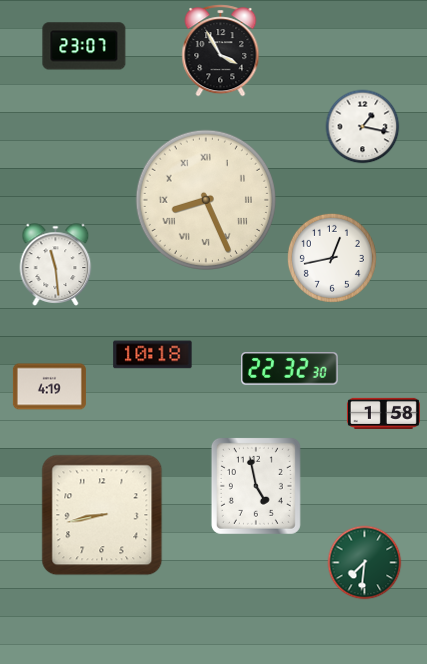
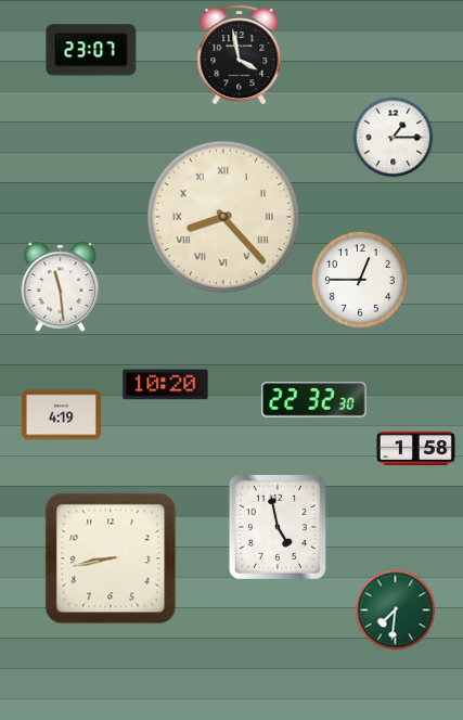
clock at (221, 51): 3:55 -> 3:58
clock at (363, 127): 1:17 -> 1:15
clock at (206, 200): 8:26 -> 8:23
clock at (332, 258): 12:43 -> 12:45
clock at (153, 355): 10:18 -> 10:20
clock at (49, 387) position: (49, 387) -> (61, 415)
